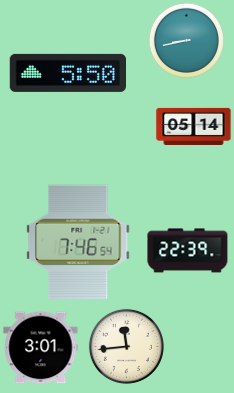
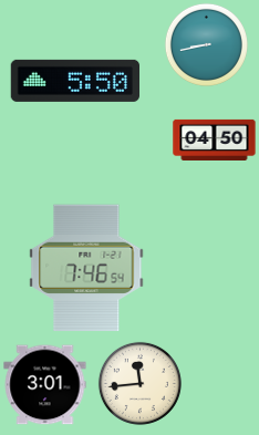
clock at (194, 126): 05:14 -> 04:50
clock at (188, 251): 22:39 -> none
